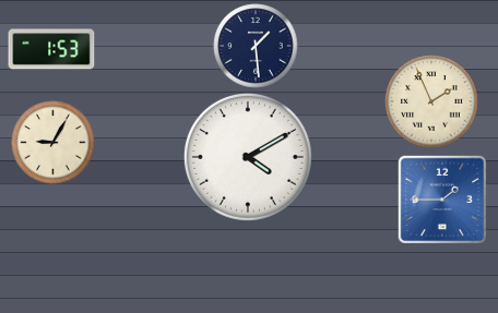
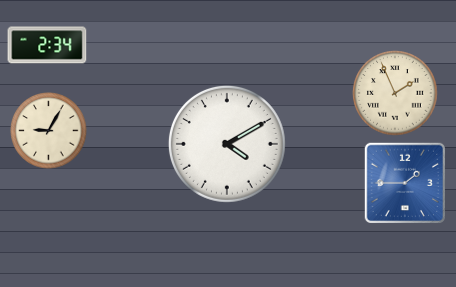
clock at (256, 46): 1:29 -> none
clock at (51, 49): 1:53 -> 2:34
